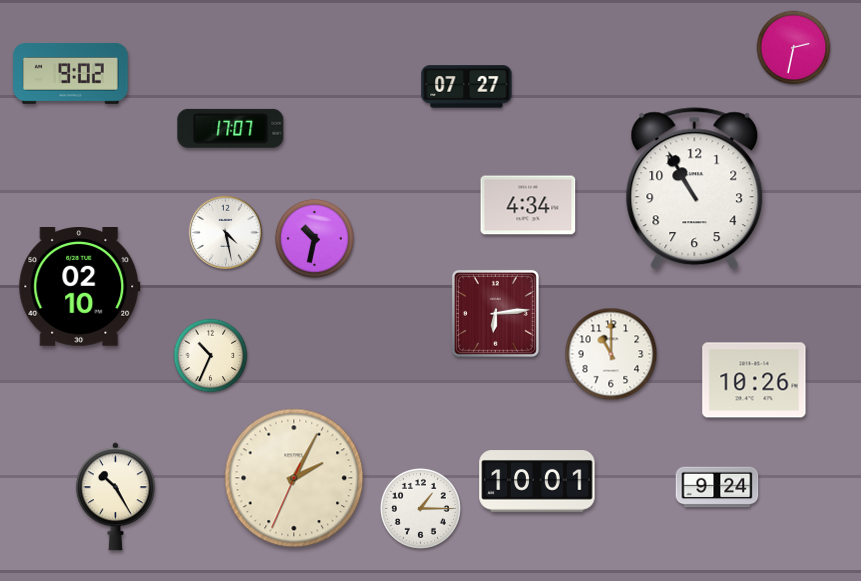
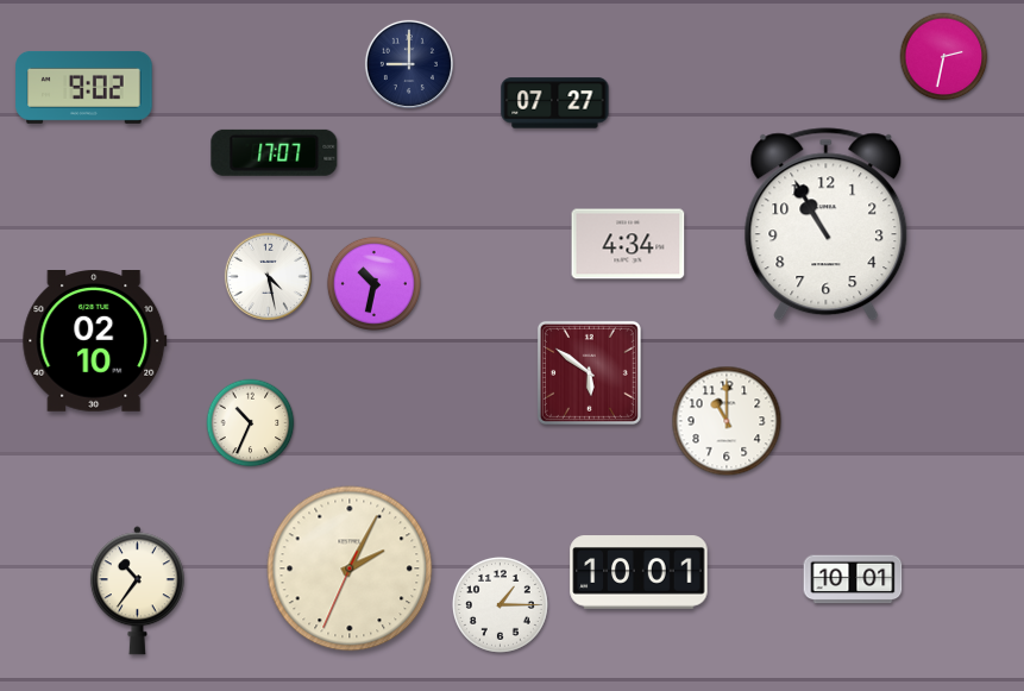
clock at (409, 64): none -> 9:00
clock at (495, 313): 6:14 -> 5:51
clock at (754, 380): 10:26 -> none
clock at (717, 487): 9:24 -> 10:01
clock at (115, 497): 10:25 -> 10:36
